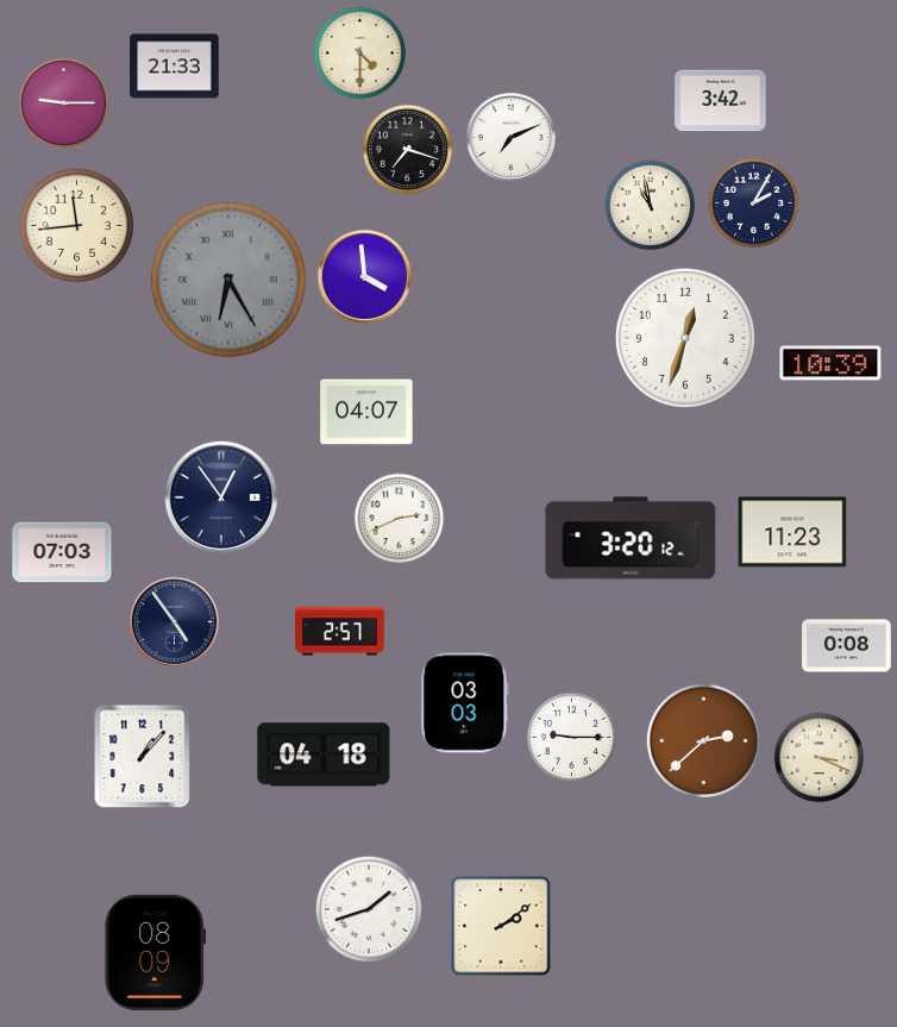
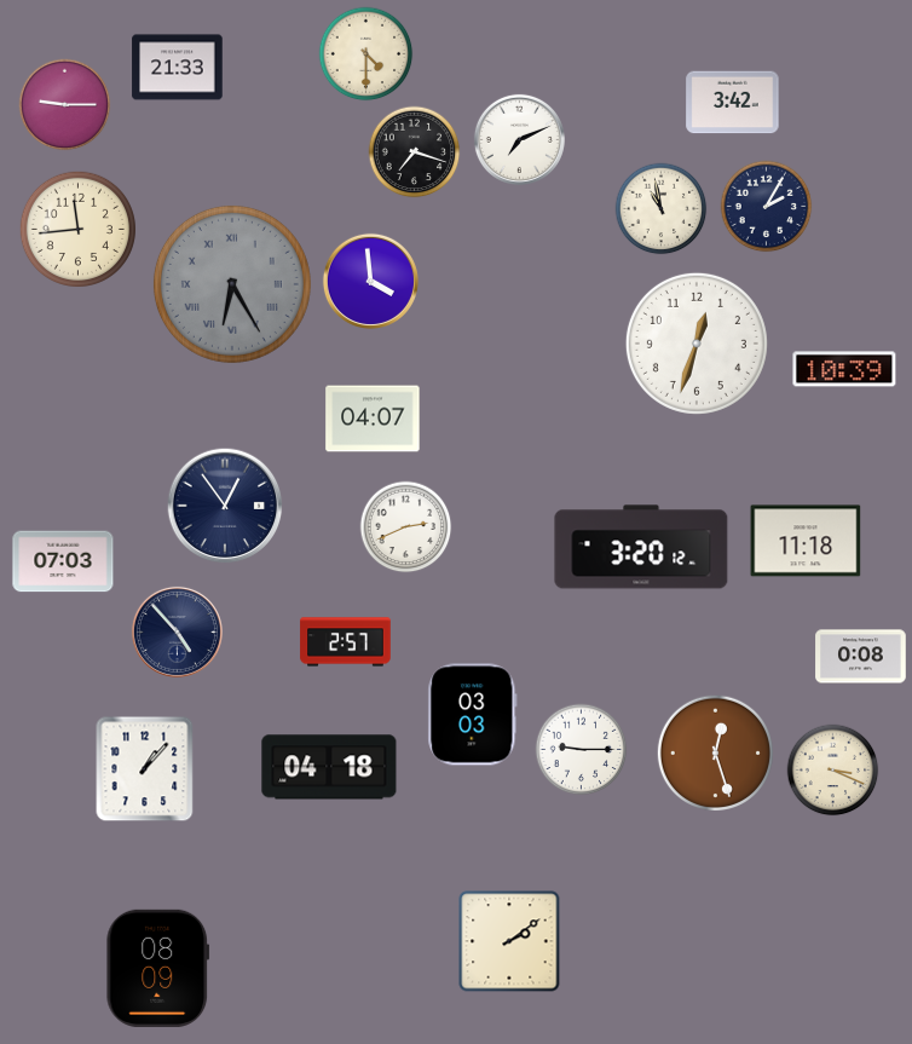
clock at (792, 532): 11:23 -> 11:18
clock at (174, 621): 4:54 -> 4:53
clock at (703, 740): 2:38 -> 12:27
clock at (369, 909): 1:42 -> none
